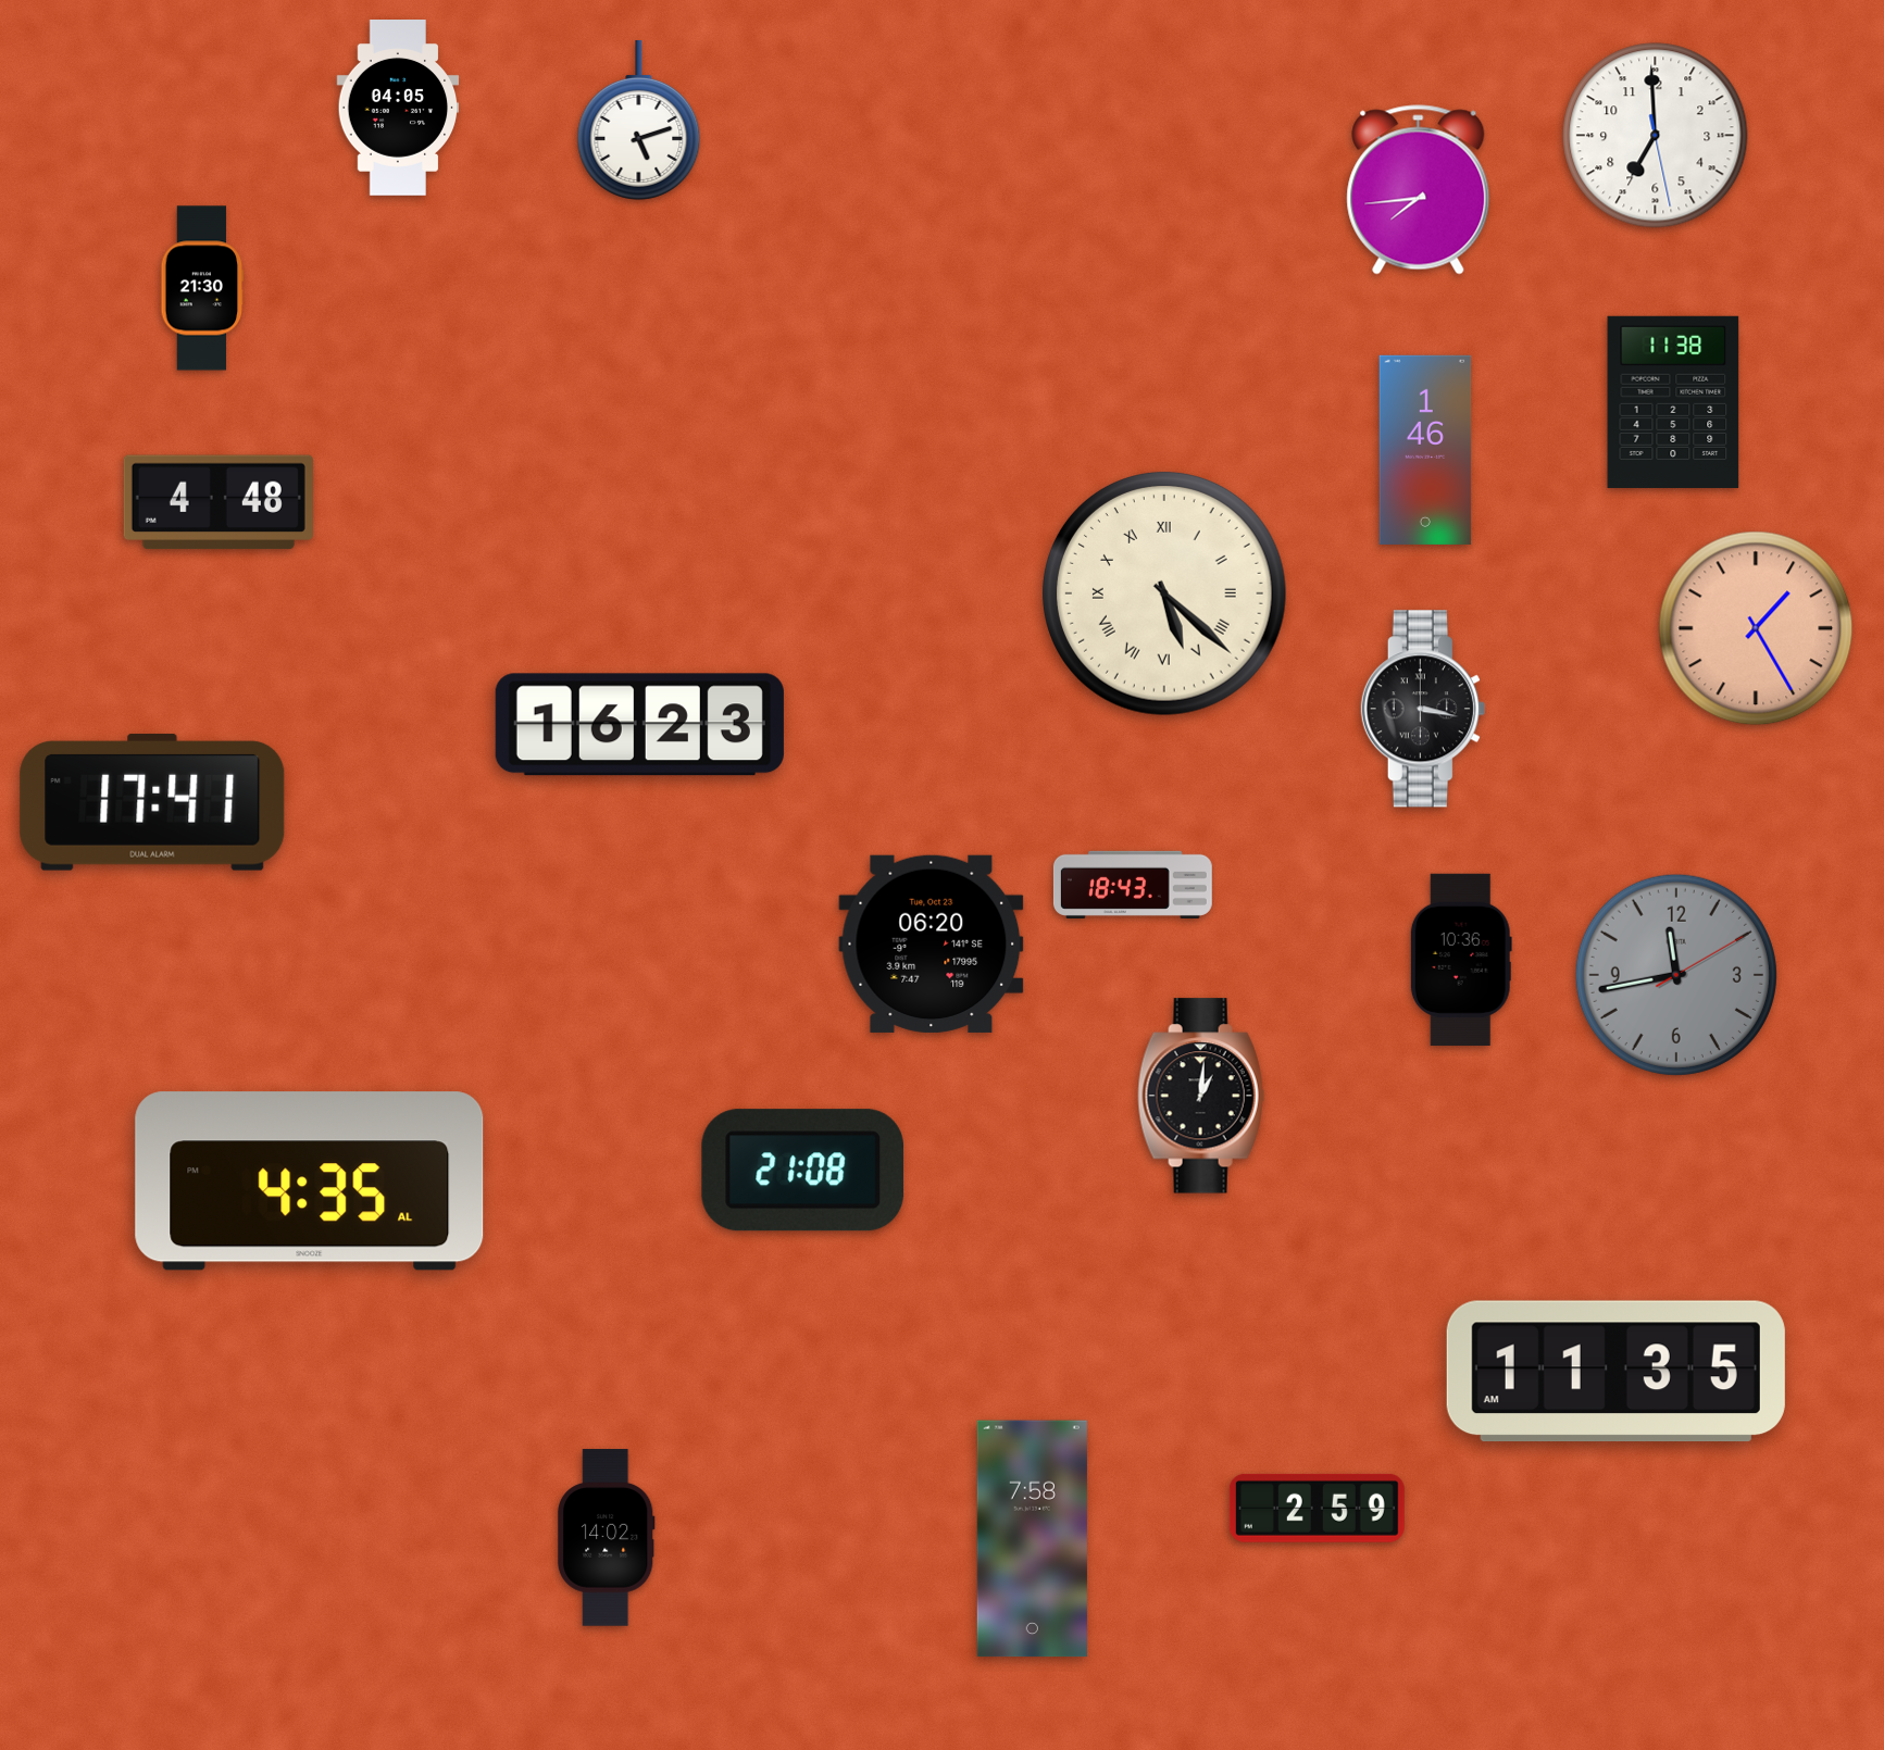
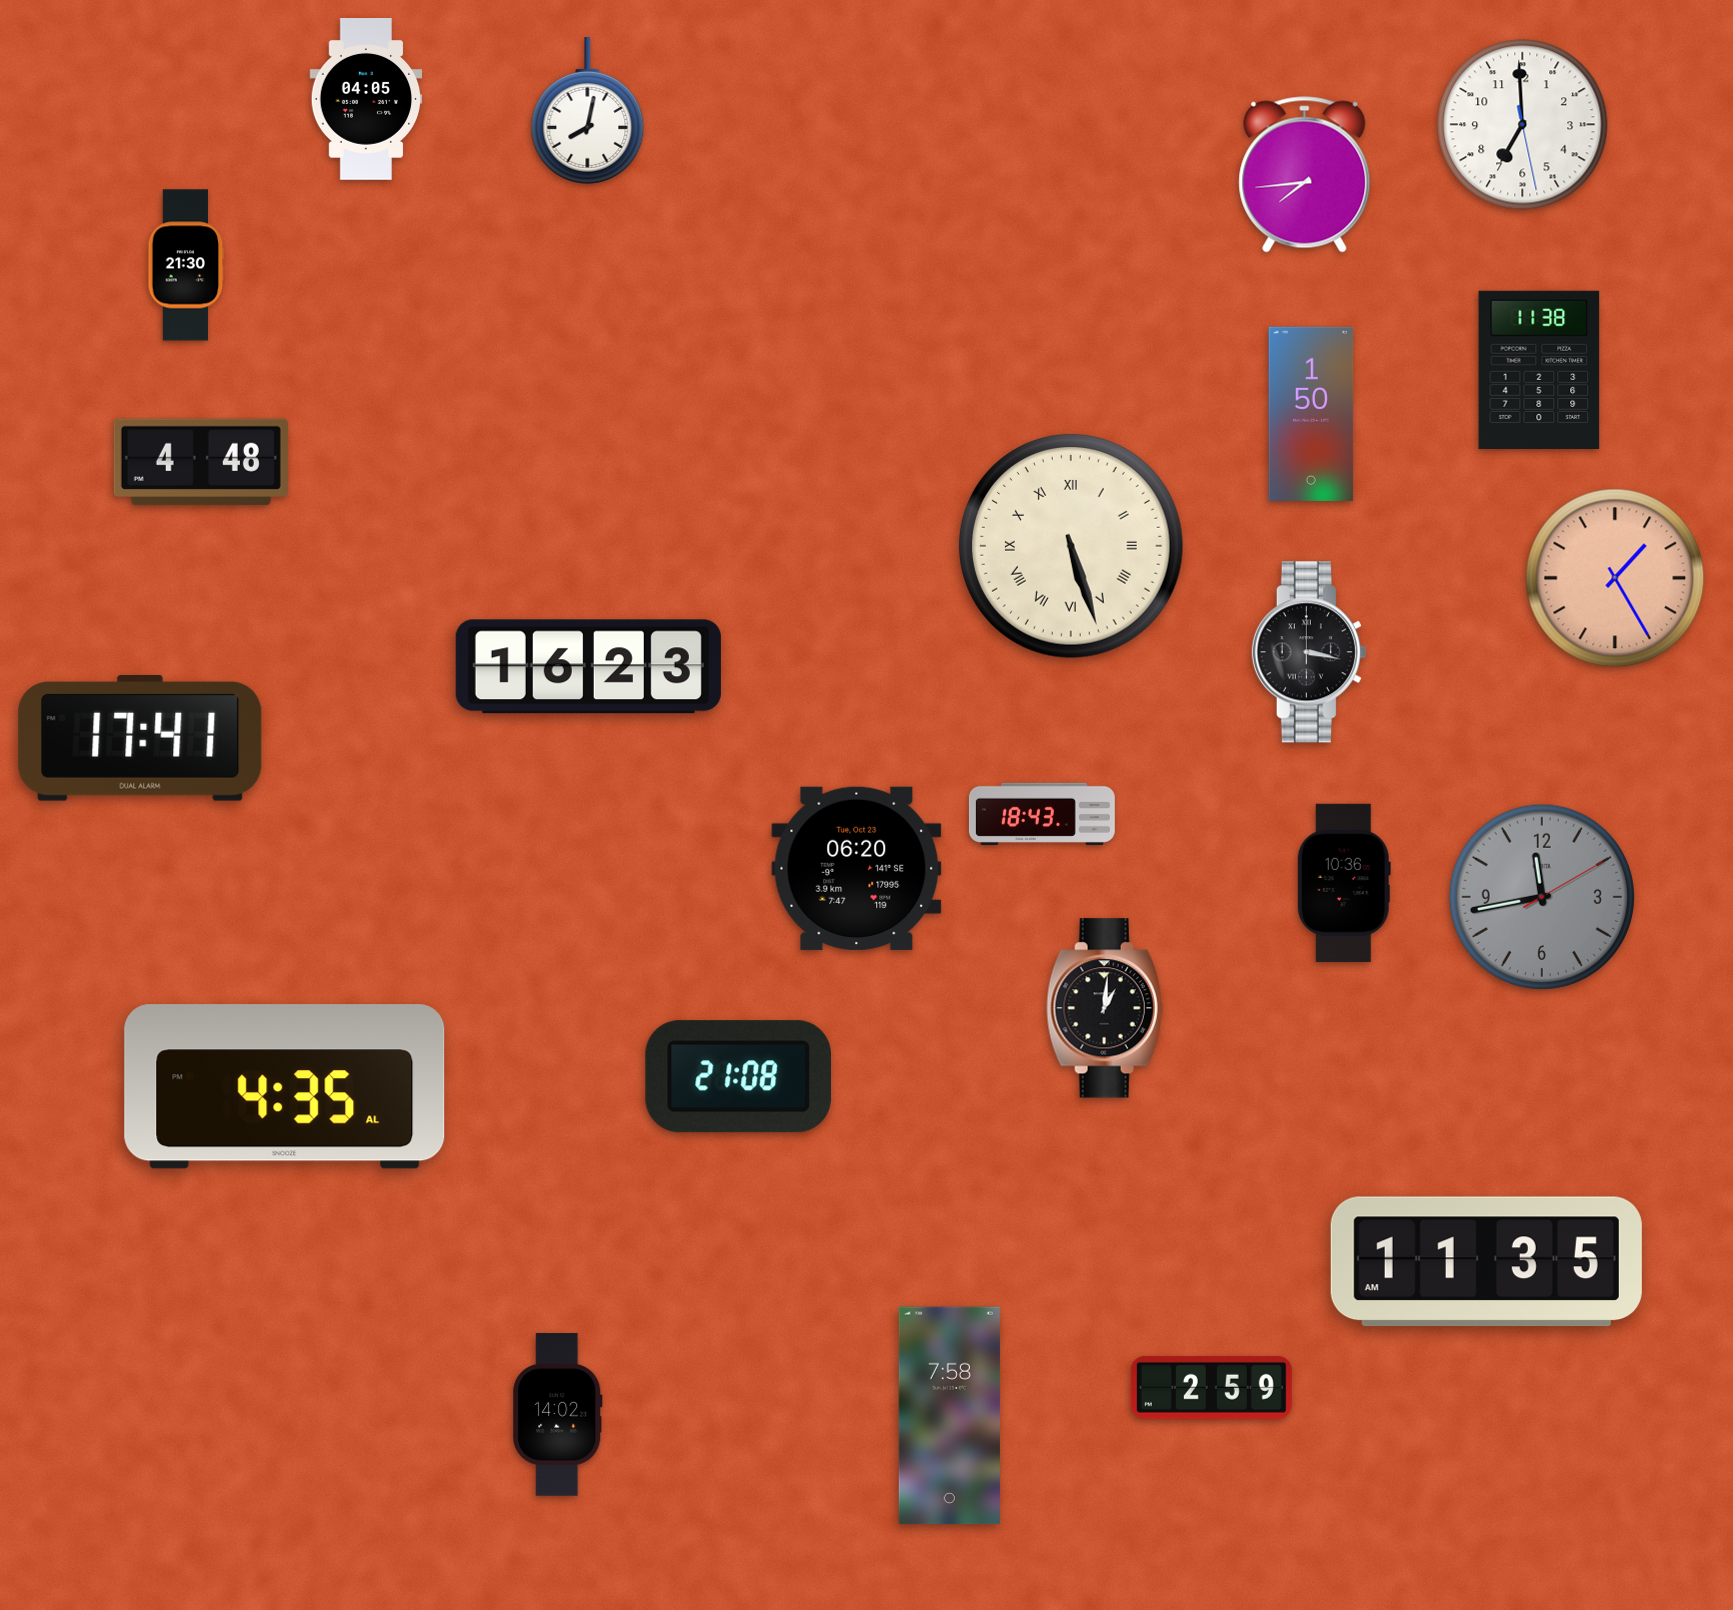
clock at (639, 121): 5:12 -> 8:02
clock at (1425, 450): 1:46 -> 1:50
clock at (1165, 595): 5:22 -> 5:27
